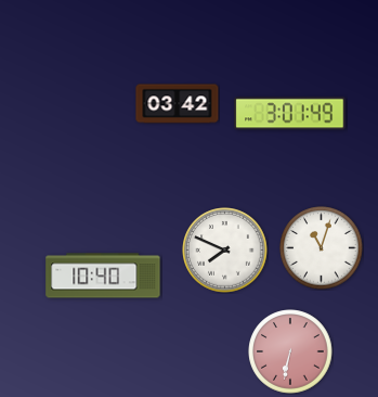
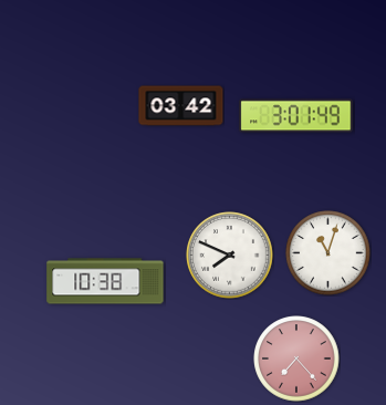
clock at (103, 276): 10:40 -> 10:38
clock at (290, 351): 6:32 -> 7:23
